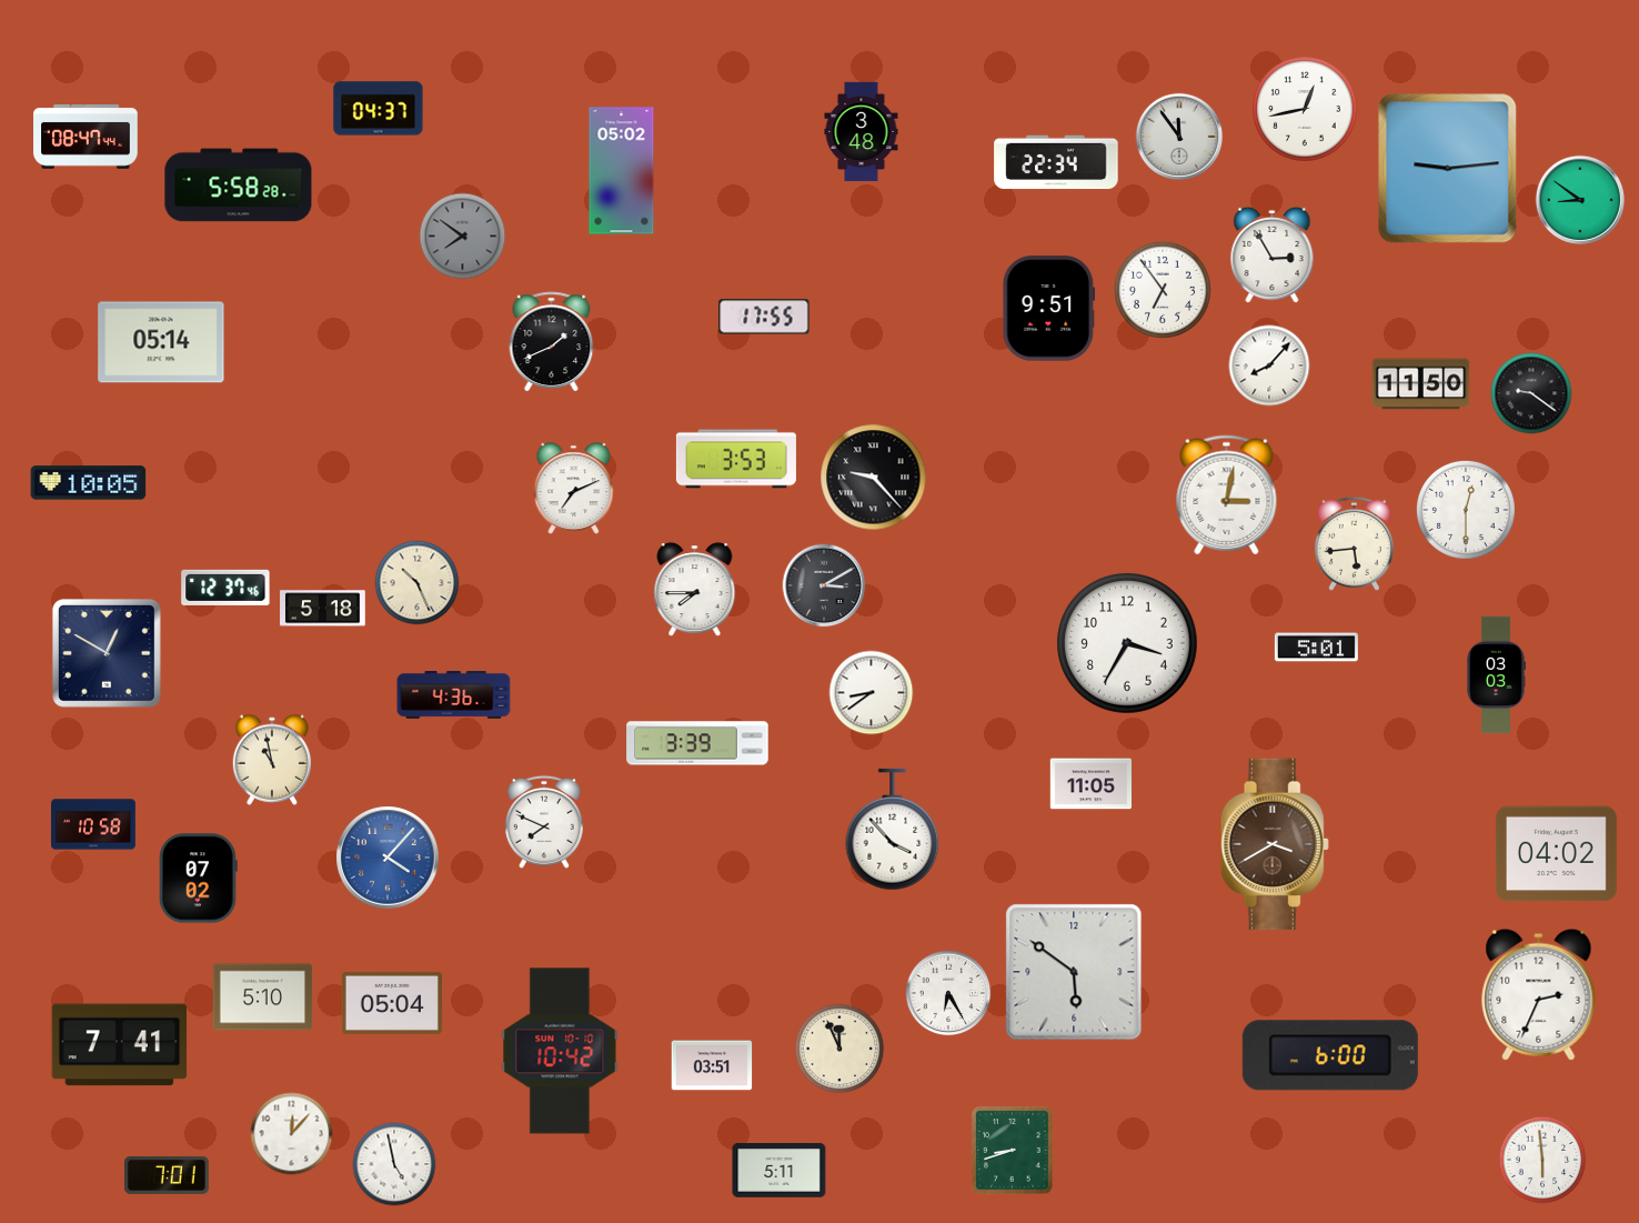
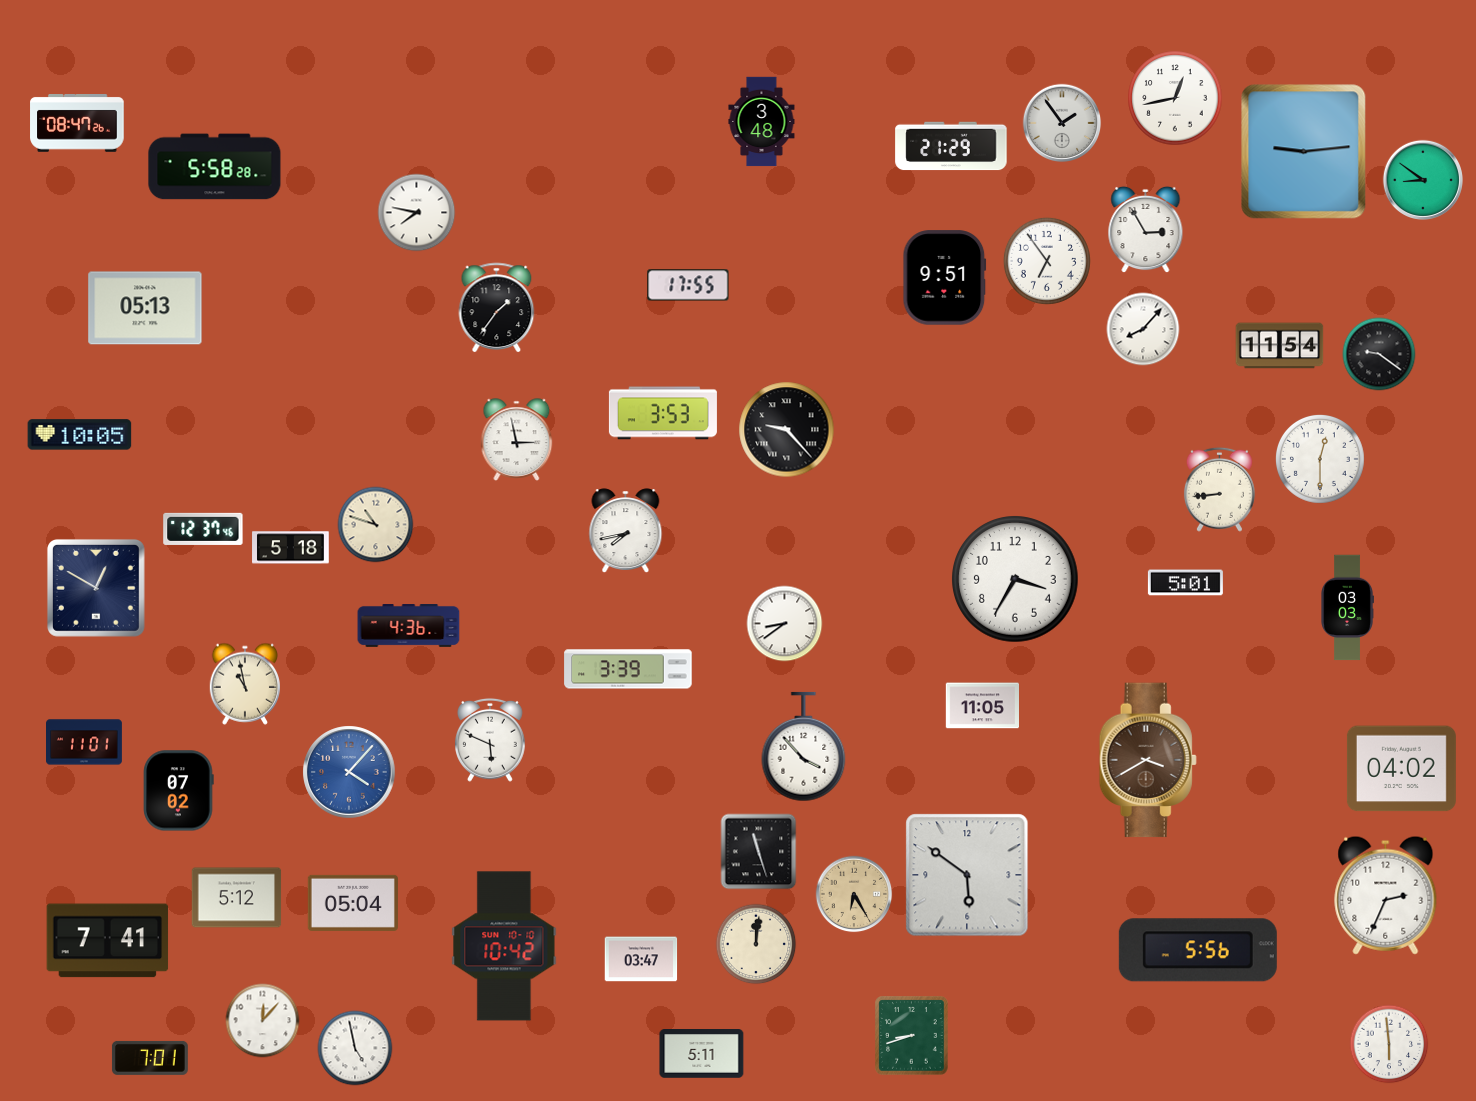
clock at (379, 109): 04:37 -> none
clock at (862, 132) position: (862, 132) -> (762, 122)
clock at (1179, 137): 11:54 -> 1:54
clock at (86, 138): 08:47:44 -> 08:47:26
clock at (1056, 162): 22:34 -> 21:29
clock at (622, 171): 05:02 -> none
clock at (463, 237): 7:51 -> 7:47
clock at (463, 237) dial: grey -> white
clock at (161, 342): 05:14 -> 05:13
clock at (552, 342): 1:41 -> 1:36
clock at (1421, 384): 11:50 -> 11:54
clock at (574, 489): 7:11 -> 2:58
clock at (1227, 495): 3:02 -> none
clock at (1354, 543): 5:44 -> 8:44
clock at (418, 583): 10:26 -> 10:48
clock at (824, 585): 3:10 -> none
clock at (695, 589): 7:45 -> 7:43
clock at (545, 822): 7:49 -> 5:49
clock at (94, 824): 10:58 -> 11:01
clock at (759, 852): none -> 11:27
clock at (948, 993) dial: white -> champagne
clock at (263, 998): 5:10 -> 5:12
clock at (839, 1049): 11:56 -> 12:01
clock at (1330, 1055): 6:00 -> 5:56
clock at (712, 1065): 03:51 -> 03:47
